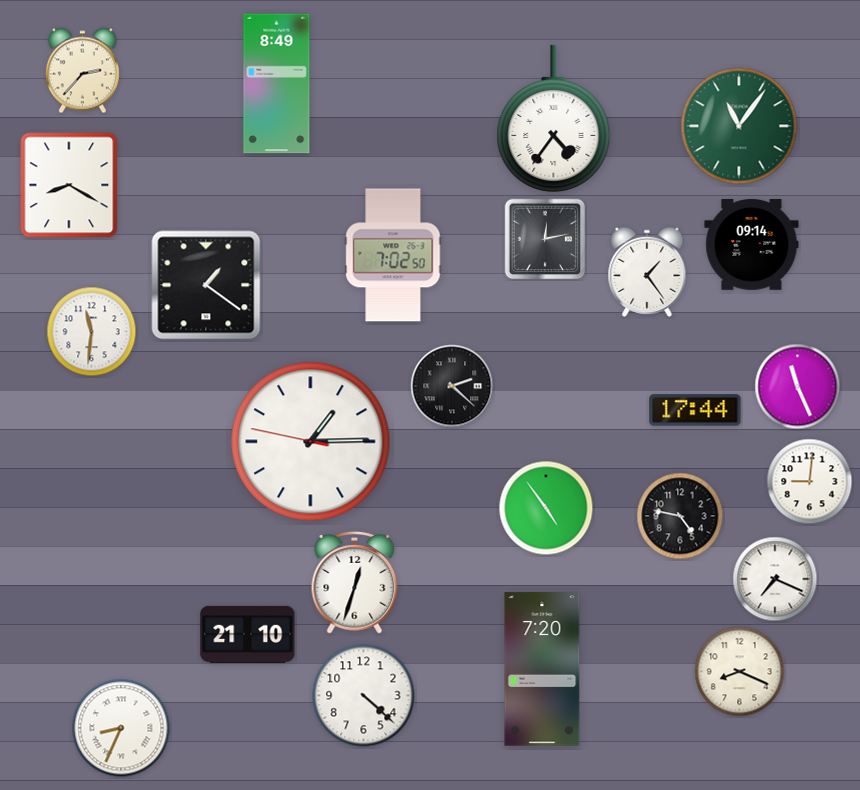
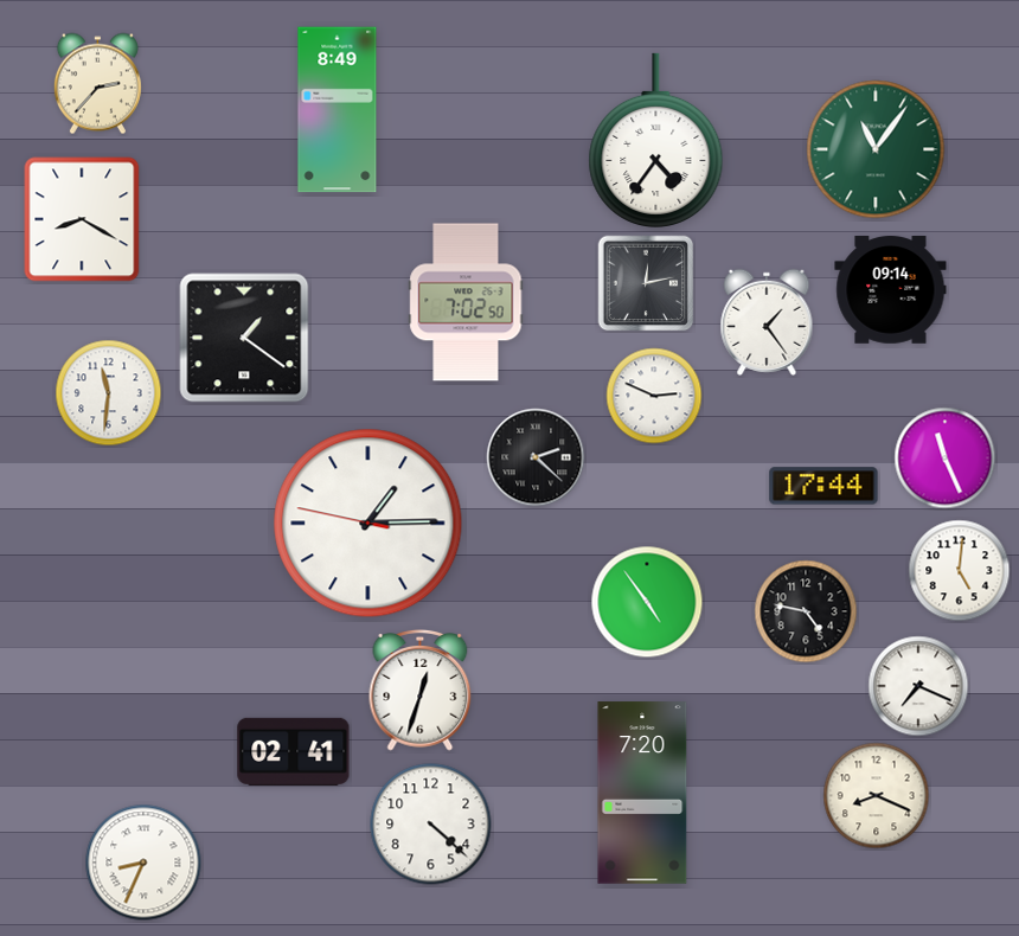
clock at (277, 84) position: (277, 84) -> (338, 110)
clock at (654, 396): none -> 2:49
clock at (810, 482): 9:01 -> 5:01
clock at (248, 634): 21:10 -> 02:41
